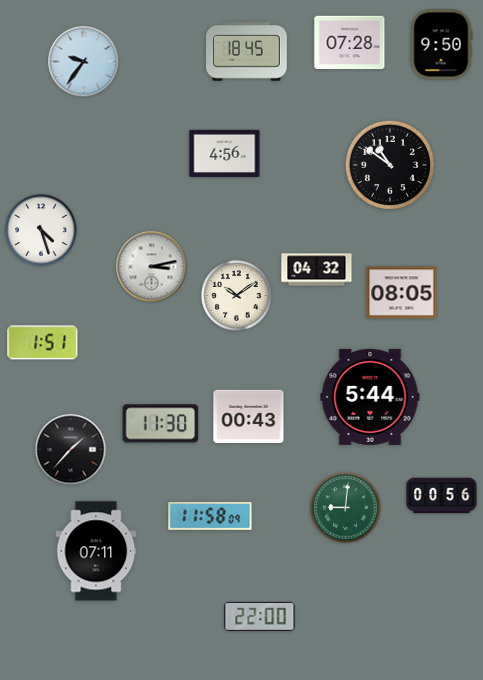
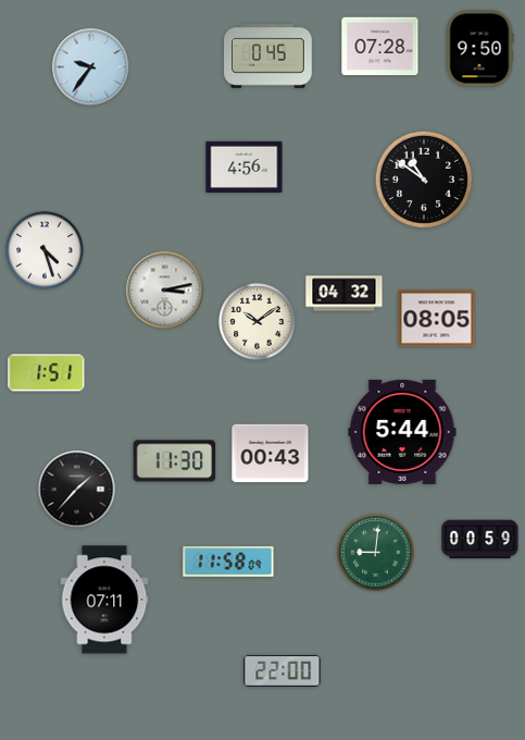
clock at (247, 52): 18:45 -> 0:45
clock at (442, 496): 00:56 -> 00:59
